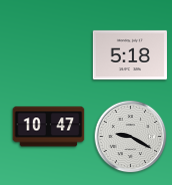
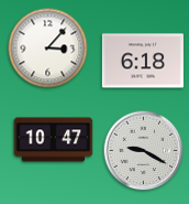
clock at (48, 49): none -> 3:07
clock at (130, 55): 5:18 -> 6:18
